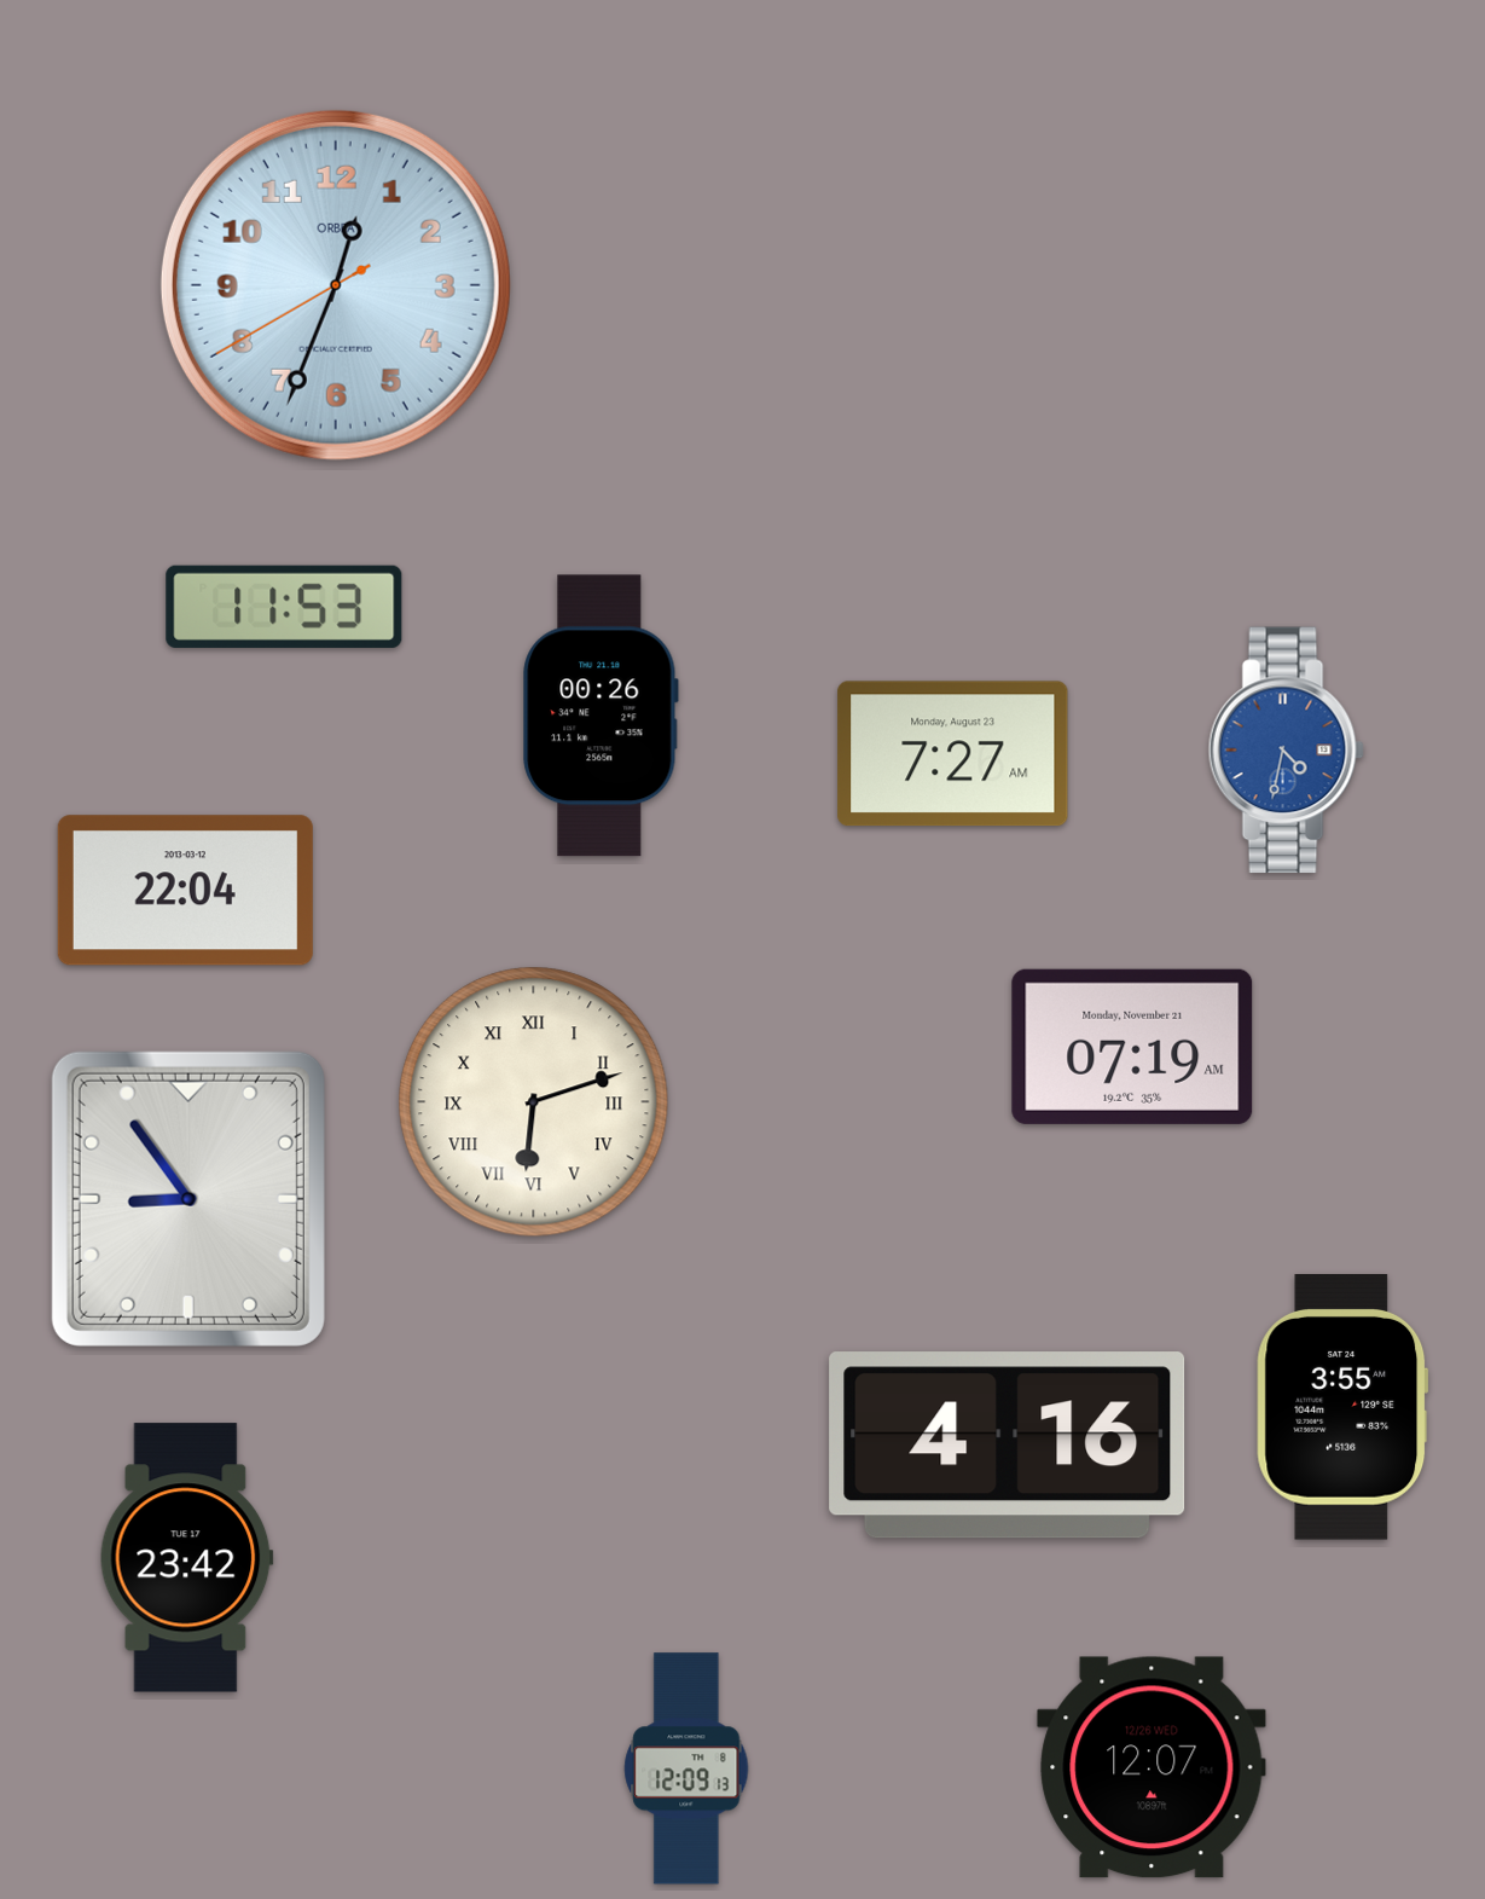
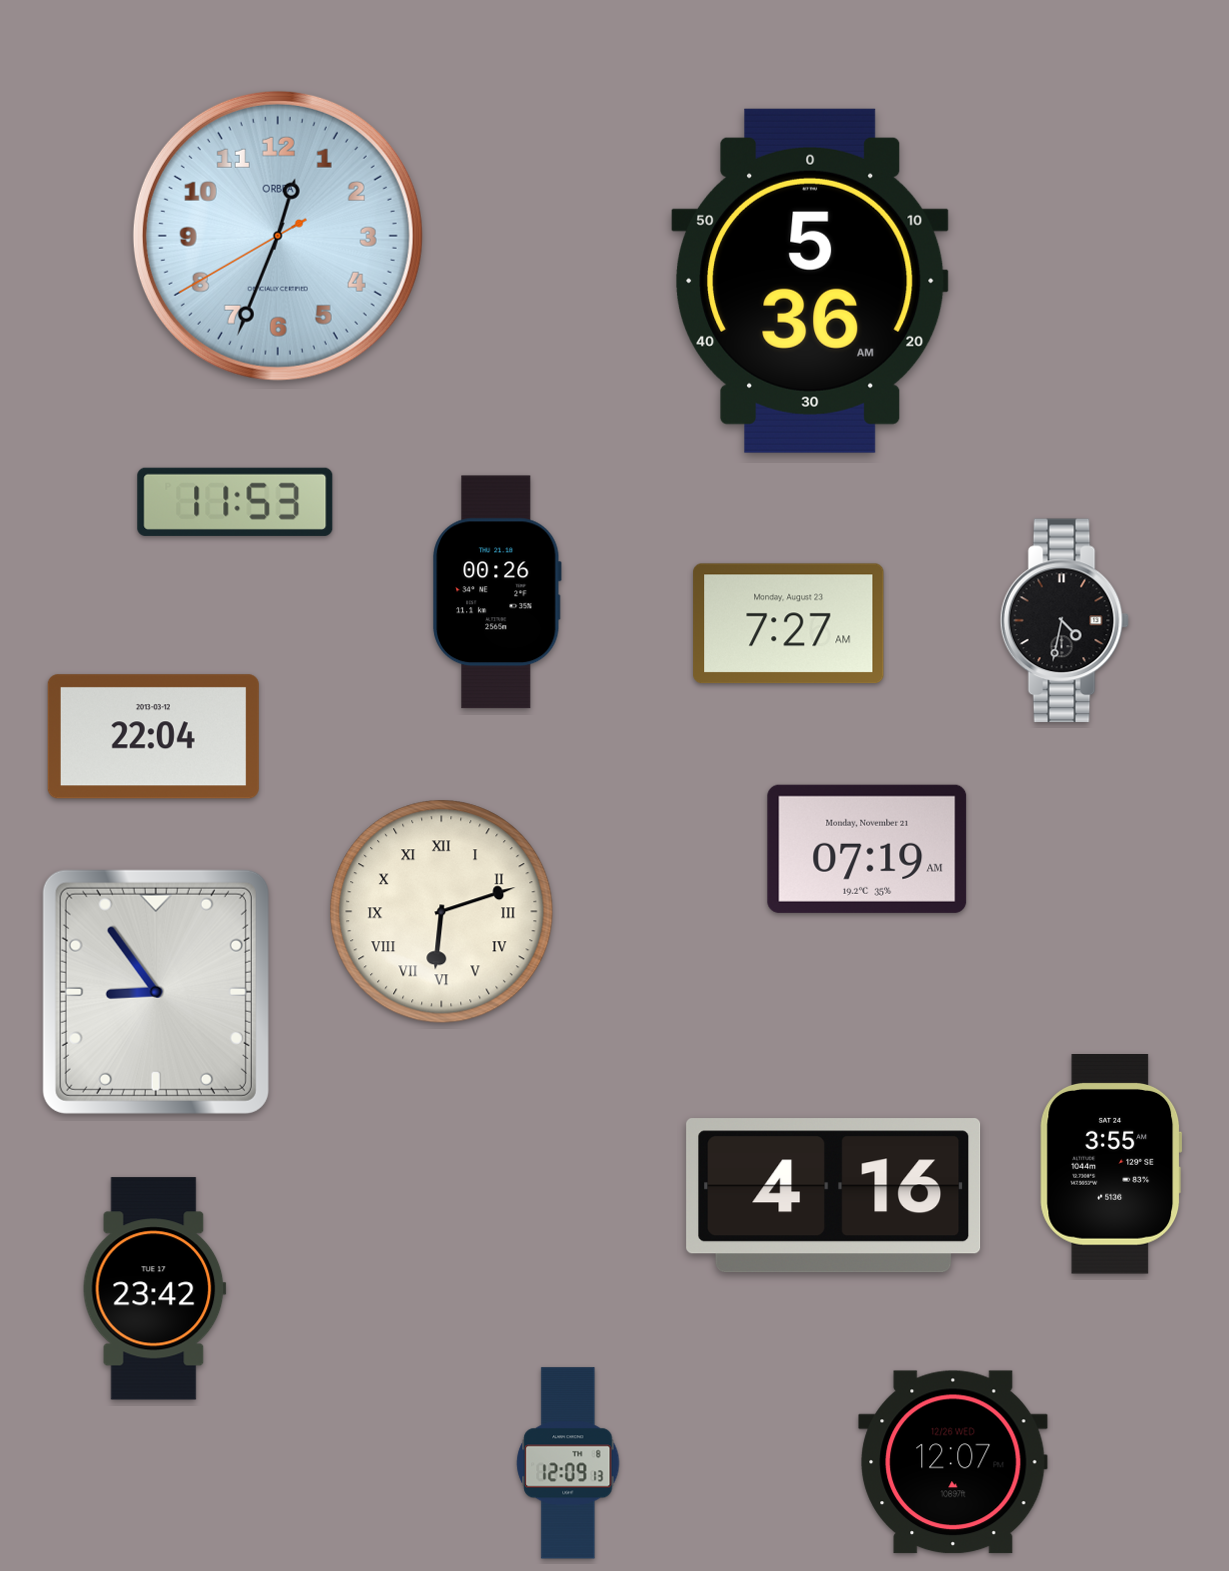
clock at (810, 281): none -> 5:36
clock at (1286, 751) dial: blue -> black
clock at (1132, 1047) position: (1132, 1047) -> (867, 849)
